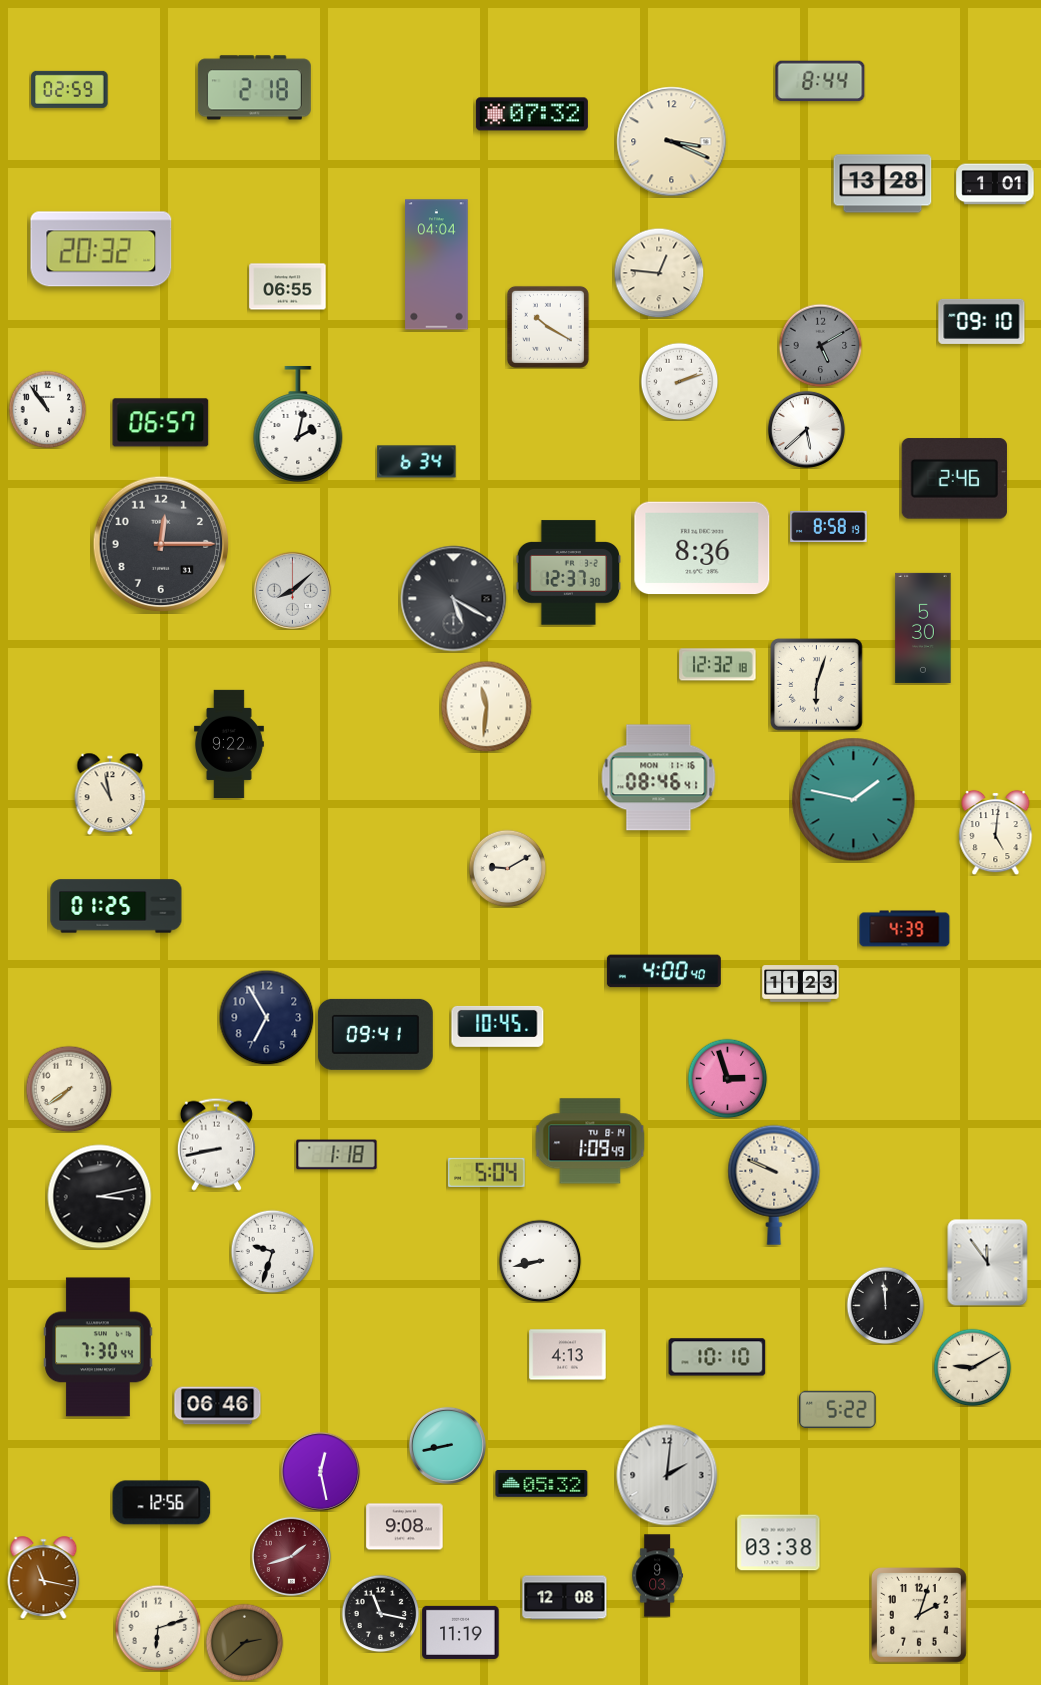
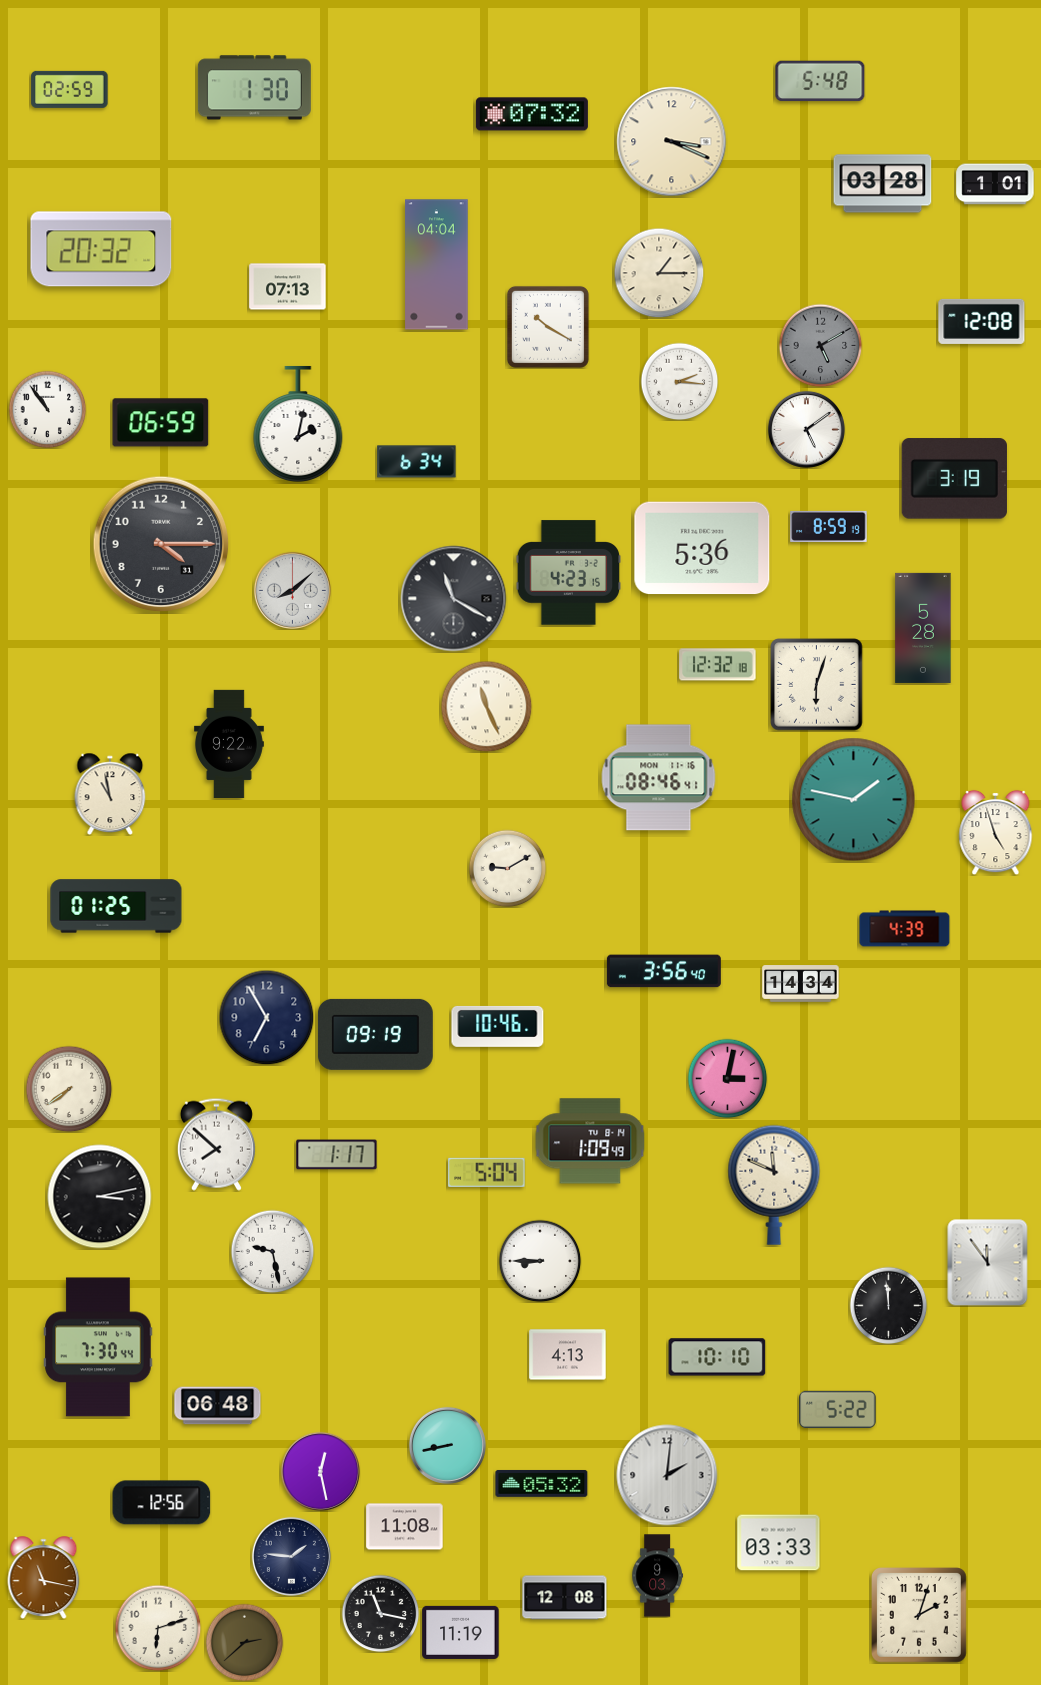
clock at (820, 81): 8:44 -> 5:48
clock at (254, 88): 2:18 -> 1:30
clock at (883, 184): 13:28 -> 03:28
clock at (659, 273): 12:46 -> 1:15
clock at (288, 287): 06:55 -> 07:13
clock at (982, 321): 09:10 -> 12:08
clock at (679, 381): 2:12 -> 2:16
clock at (161, 423): 06:57 -> 06:59
clock at (806, 429): 5:38 -> 5:09
clock at (954, 479): 2:46 -> 3:19
clock at (829, 526): 8:58 -> 8:59
clock at (161, 544): 12:15 -> 4:15
clock at (702, 548): 8:36 -> 5:36
clock at (569, 573): 12:37 -> 4:23
clock at (454, 599): 5:20 -> 11:20
clock at (923, 628): 5:30 -> 5:28
clock at (486, 706): 11:31 -> 11:26
clock at (996, 832): 5:01 -> 4:57
clock at (664, 971): 4:00 -> 3:56
clock at (801, 984): 11:23 -> 14:34
clock at (498, 1026): 10:45 -> 10:46
clock at (375, 1034): 09:41 -> 09:19
clock at (727, 1078): 2:57 -> 3:02
clock at (216, 1144): 8:43 -> 7:52
clock at (337, 1155): 1:18 -> 1:17
clock at (774, 1185): 9:49 -> 11:49
clock at (272, 1251): 9:33 -> 9:28
clock at (540, 1261): 8:43 -> 8:45
clock at (885, 1305) position: (885, 1305) -> (888, 1305)
clock at (972, 1367): 9:10 -> none
clock at (218, 1406): 06:46 -> 06:48
clock at (405, 1527): 9:08 -> 11:08
clock at (779, 1543): 03:38 -> 03:33
clock at (291, 1556): 1:42 -> 1:46
clock at (291, 1556) dial: burgundy -> navy
